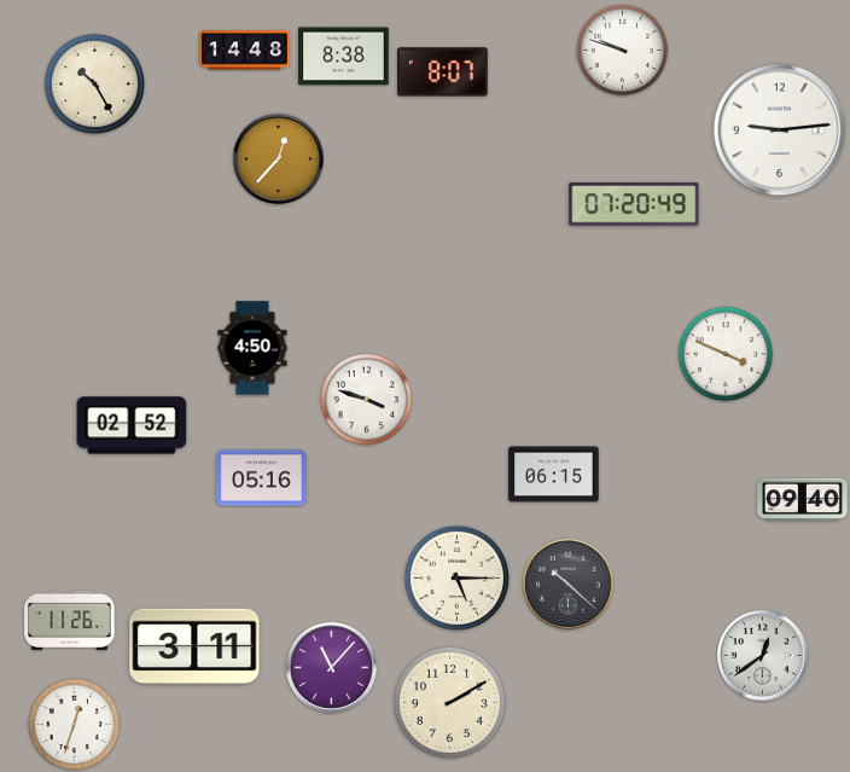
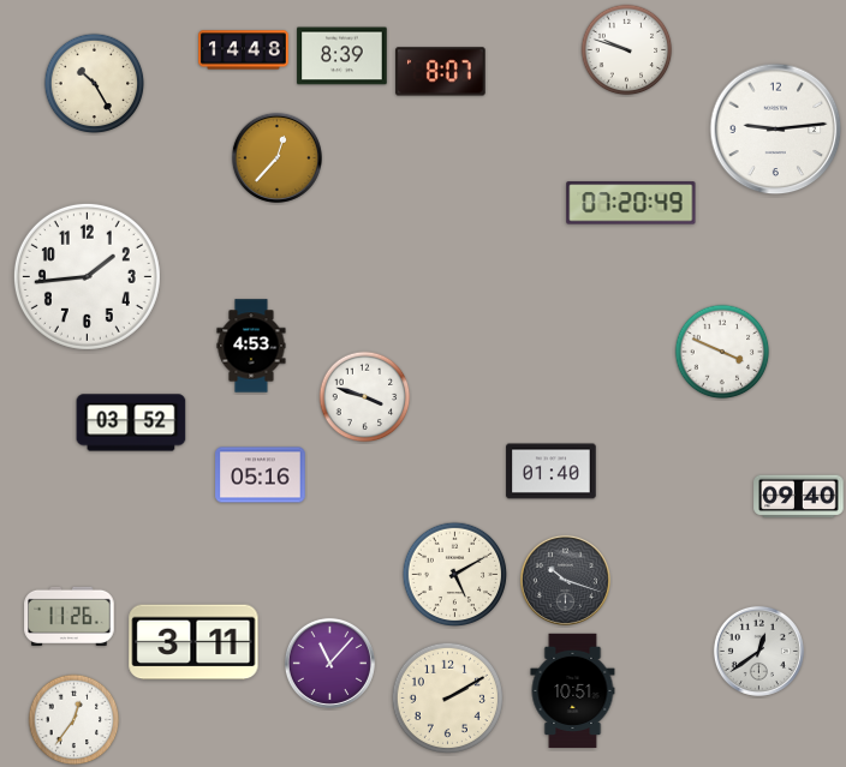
clock at (623, 51) position: (623, 51) -> (627, 50)
clock at (344, 57): 8:38 -> 8:39
clock at (87, 276): none -> 1:44
clock at (252, 348): 4:50 -> 4:53
clock at (132, 425): 02:52 -> 03:52
clock at (554, 475): 06:15 -> 01:40
clock at (458, 579): 5:15 -> 5:10
clock at (567, 584): 10:22 -> 10:18
clock at (573, 691): none -> 10:51
clock at (75, 725): 12:33 -> 12:36
